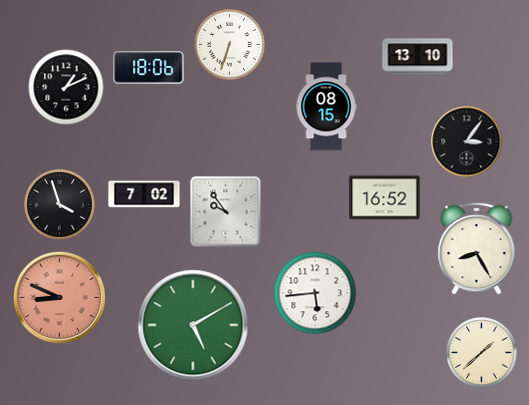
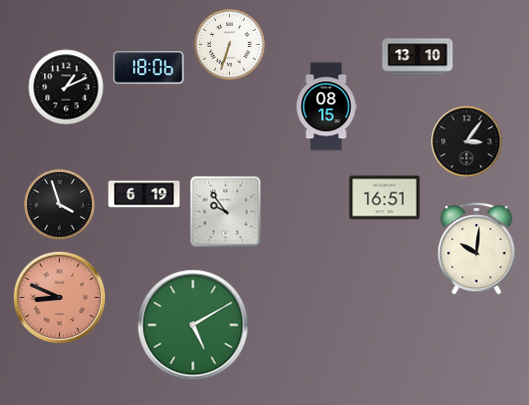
clock at (144, 194): 7:02 -> 6:19
clock at (385, 198): 16:52 -> 16:51
clock at (477, 248): 8:25 -> 10:01
clock at (315, 293): 5:44 -> none
clock at (482, 353): 1:38 -> none
